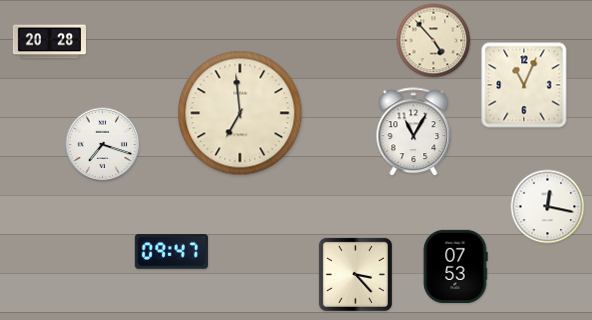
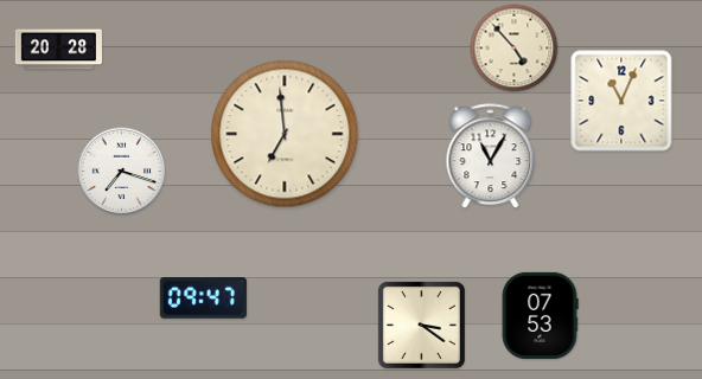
clock at (548, 207): 12:17 -> none
clock at (355, 274): 3:23 -> 3:21
